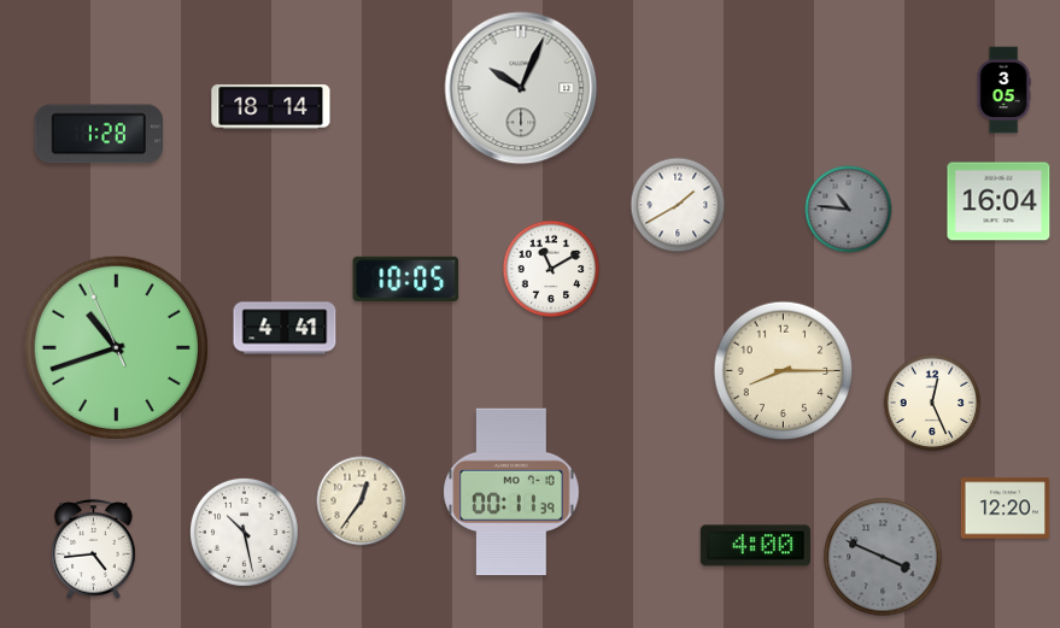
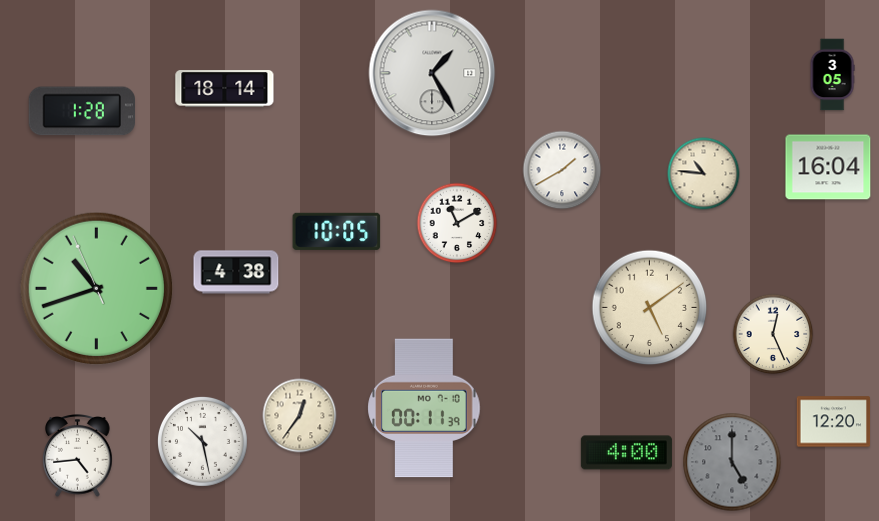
clock at (521, 88): 10:04 -> 1:25
clock at (849, 210) dial: grey -> cream
clock at (285, 328): 4:41 -> 4:38
clock at (784, 371): 8:15 -> 5:09
clock at (883, 557): 3:49 -> 5:00
